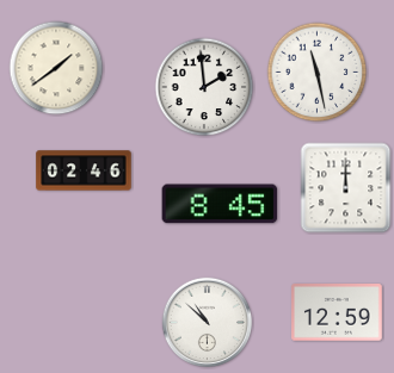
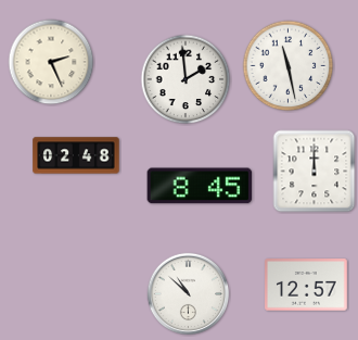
clock at (56, 68): 1:39 -> 2:26
clock at (84, 170): 02:46 -> 02:48
clock at (338, 312): 12:59 -> 12:57
